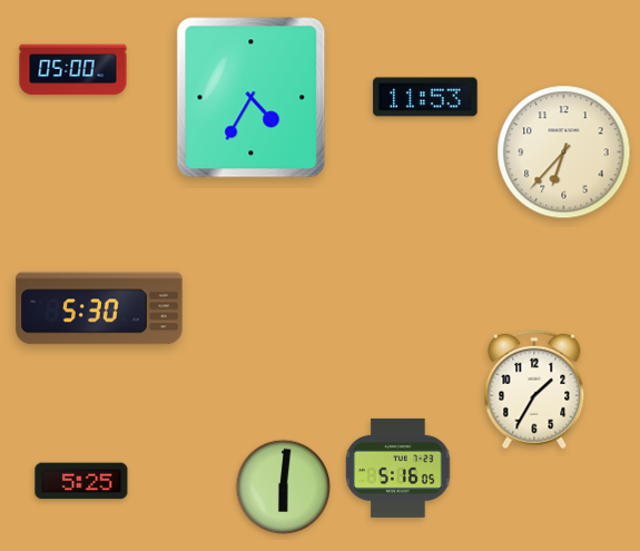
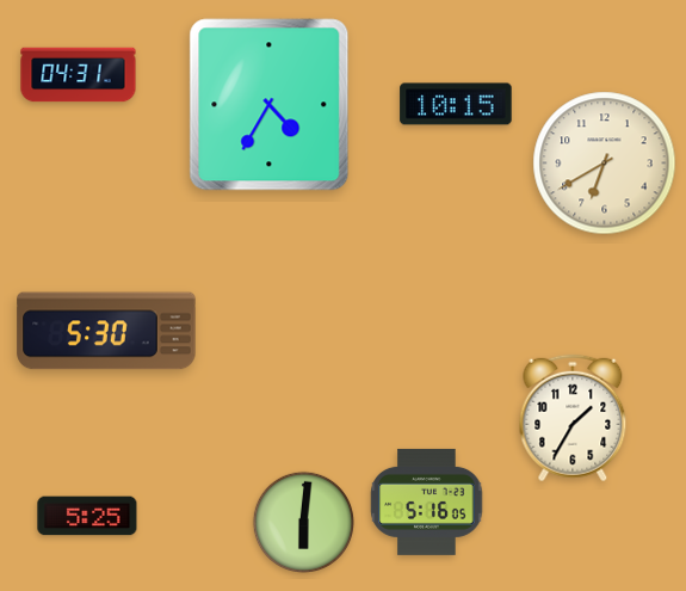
clock at (73, 70): 05:00 -> 04:31
clock at (425, 97): 11:53 -> 10:15
clock at (564, 152): 6:37 -> 6:40
